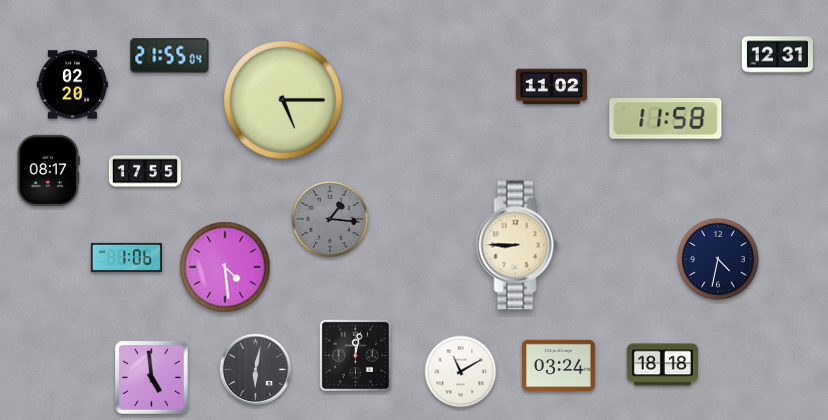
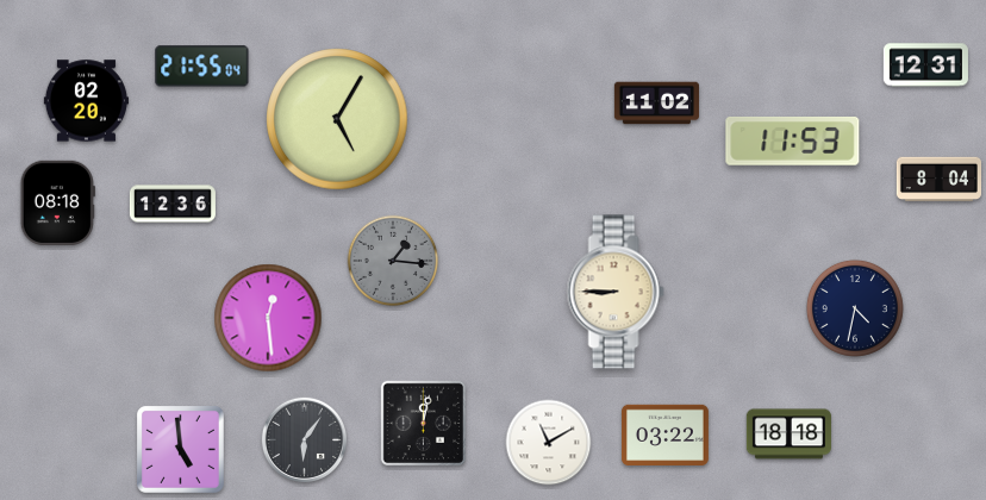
clock at (283, 100): 5:15 -> 5:05
clock at (666, 118): 11:58 -> 11:53
clock at (938, 180): none -> 8:04
clock at (48, 170): 08:17 -> 08:18
clock at (145, 171): 17:55 -> 12:36
clock at (126, 257): 1:06 -> none
clock at (225, 267): 4:29 -> 12:29
clock at (558, 365): 03:24 -> 03:22
clock at (255, 369): 6:02 -> 6:06
